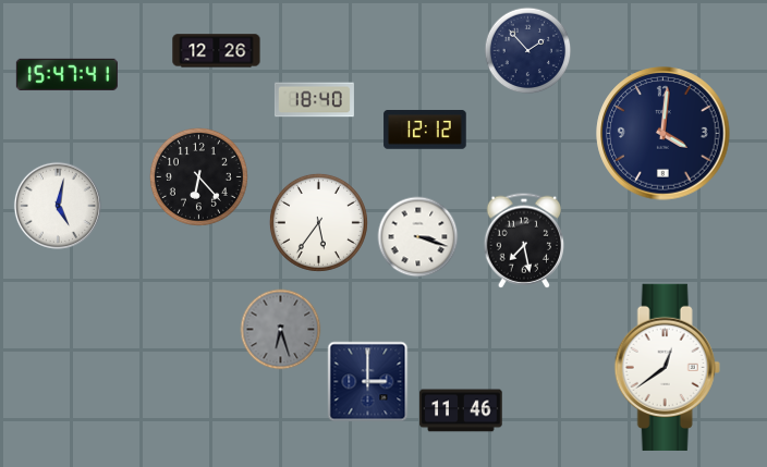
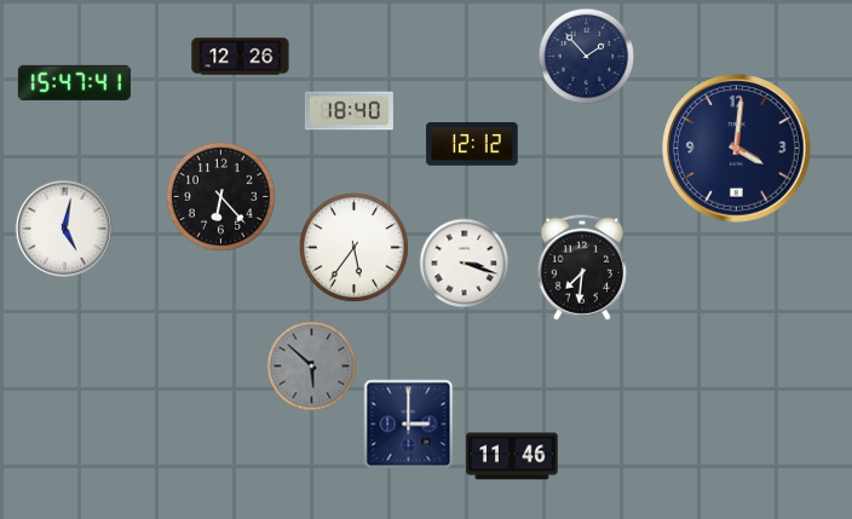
clock at (524, 241): 7:28 -> 7:31
clock at (281, 330): 6:27 -> 5:52
clock at (667, 367): 12:39 -> none
